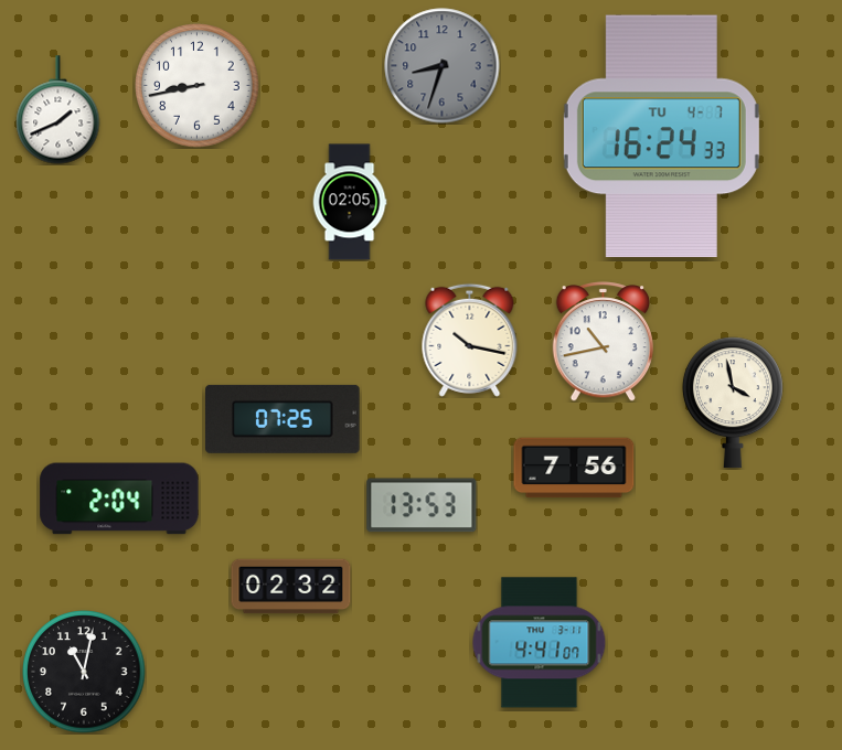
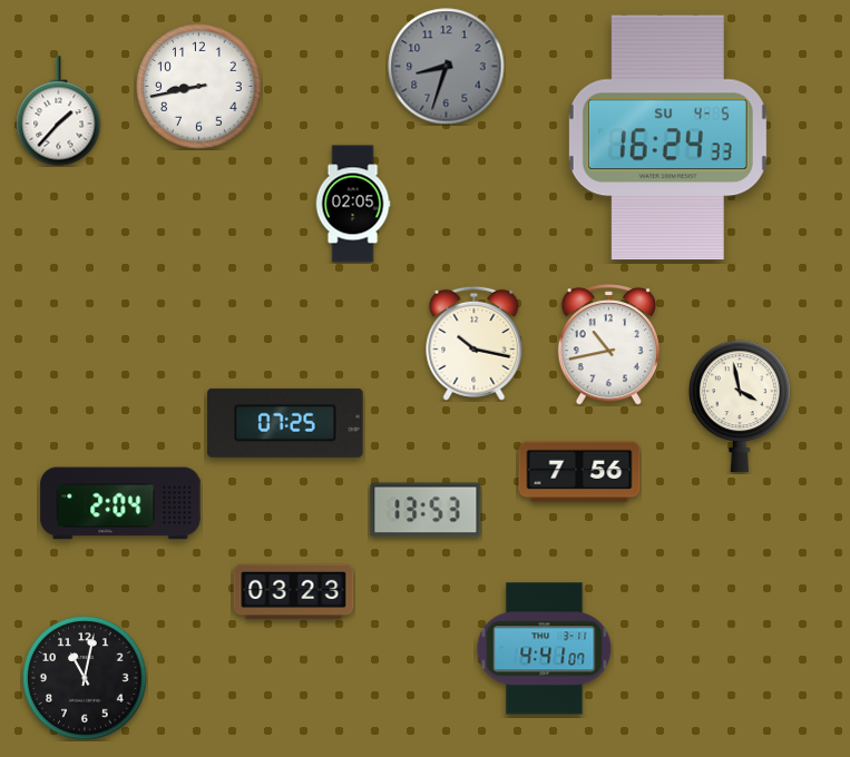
clock at (58, 110): 1:41 -> 1:37
clock at (661, 137) date: TU 4-7 -> SU 4-5
clock at (291, 587): 02:32 -> 03:23
